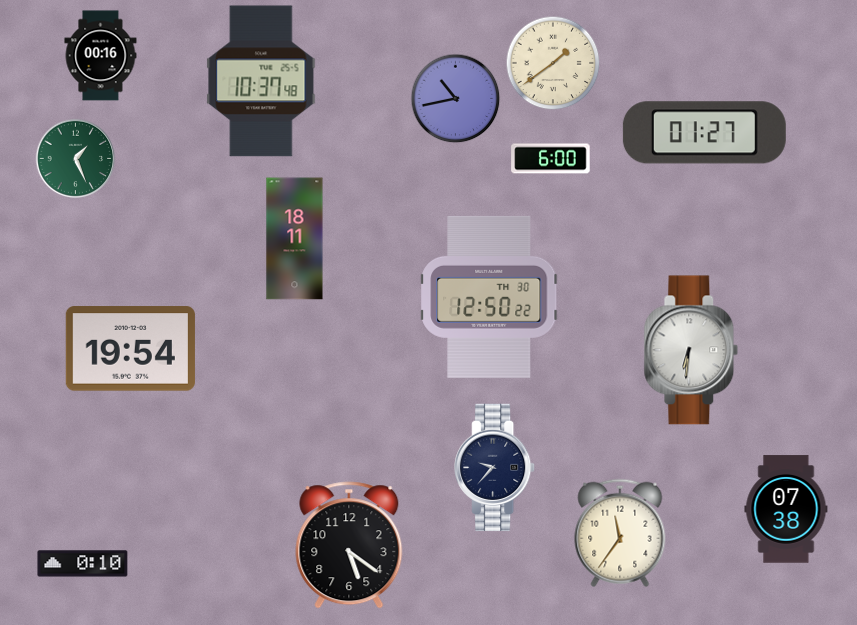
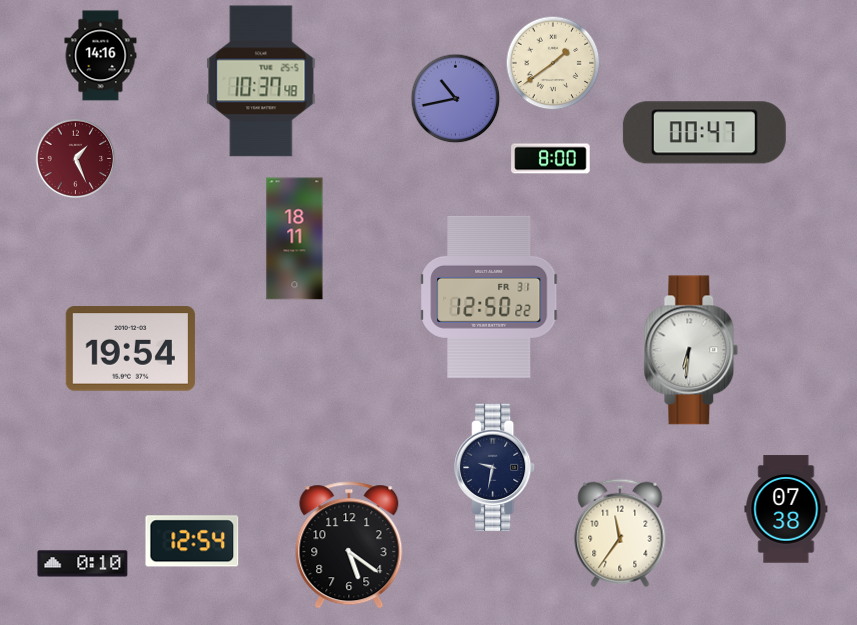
clock at (101, 56): 00:16 -> 14:16
clock at (704, 133): 01:27 -> 00:47
clock at (76, 159) dial: green -> burgundy
clock at (551, 159): 6:00 -> 8:00
clock at (490, 297) date: TH 30 -> FR 31
clock at (495, 468): 9:37 -> 9:32
clock at (192, 541): none -> 12:54
